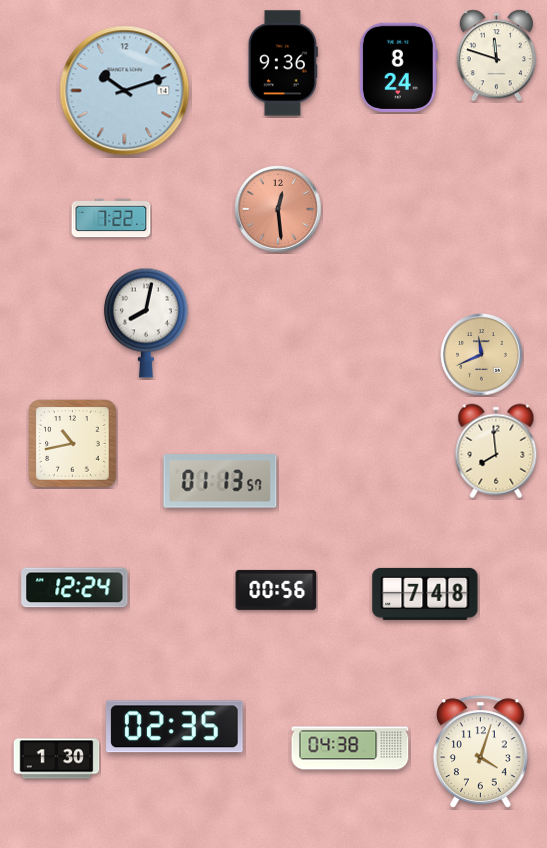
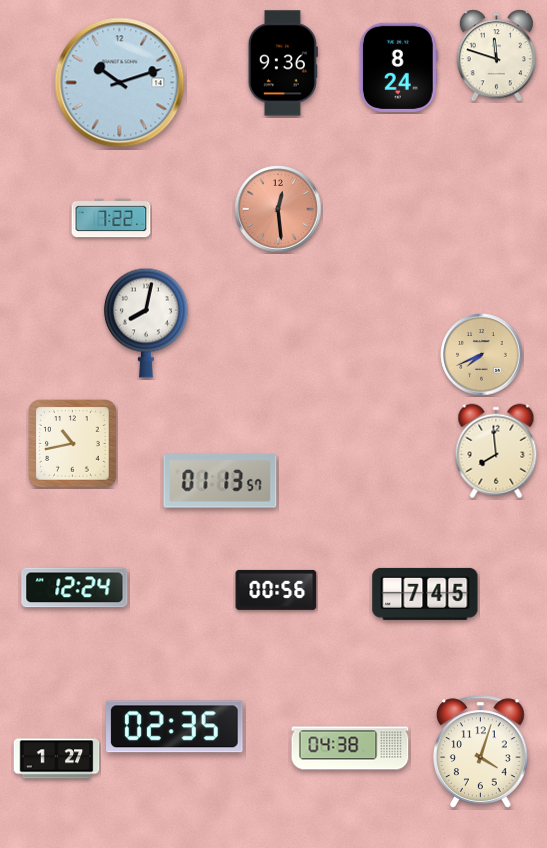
clock at (125, 91) position: (125, 91) -> (120, 83)
clock at (482, 355): 11:41 -> 7:41
clock at (425, 594): 7:48 -> 7:45
clock at (57, 759): 1:30 -> 1:27
